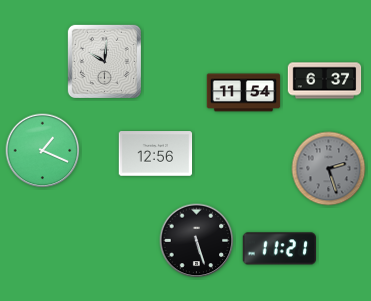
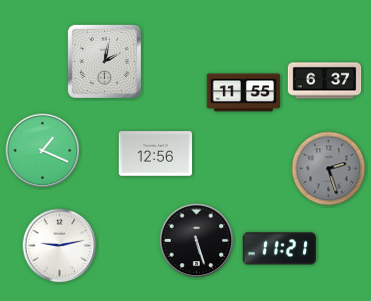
clock at (104, 61): 10:01 -> 2:02
clock at (244, 93): 11:54 -> 11:55
clock at (60, 246): none -> 9:13
